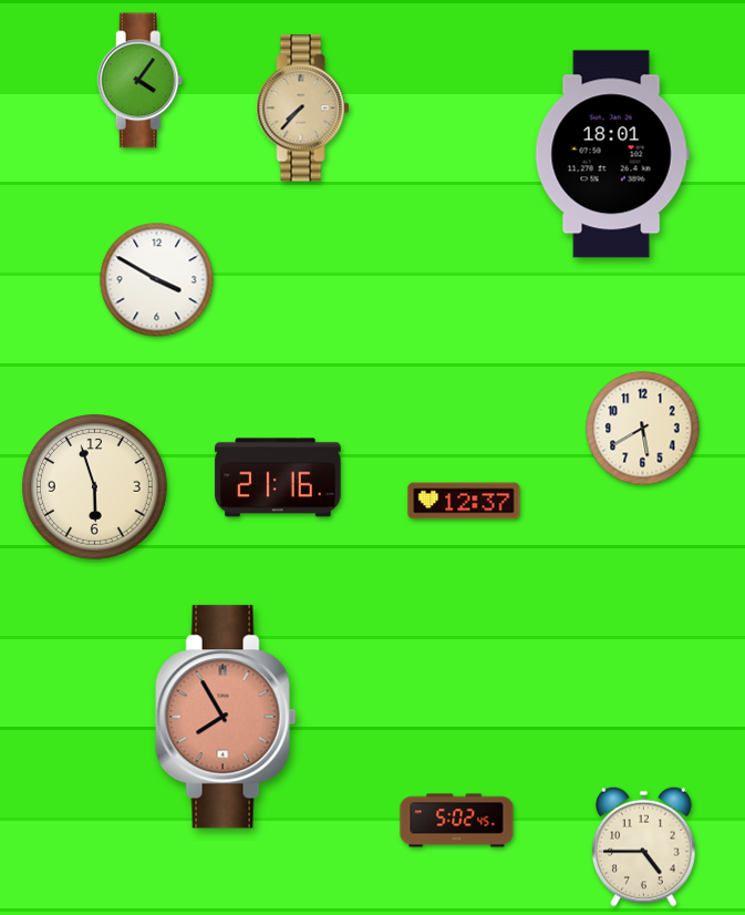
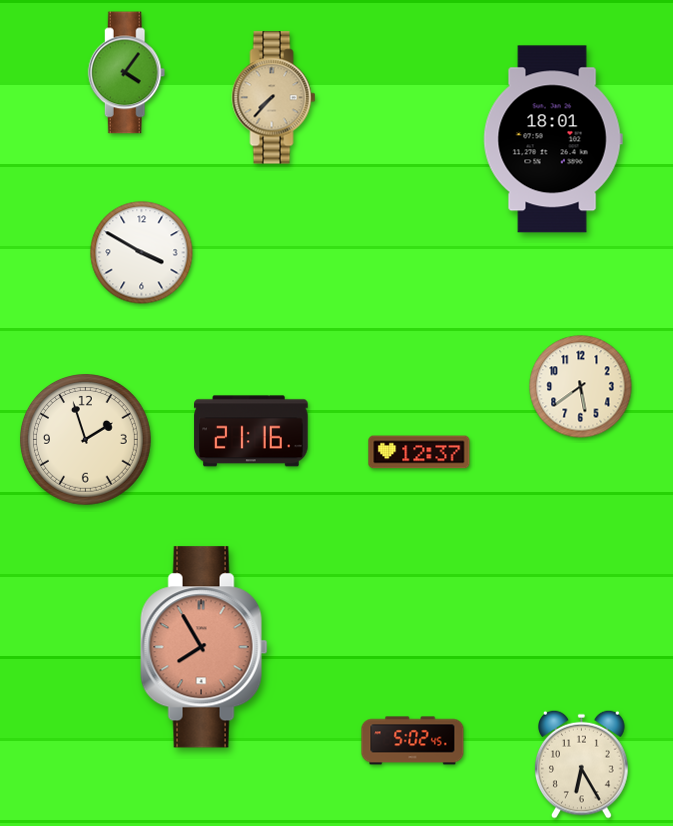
clock at (643, 429): 5:40 -> 5:39
clock at (95, 487): 5:57 -> 1:57
clock at (644, 846): 4:45 -> 6:25
